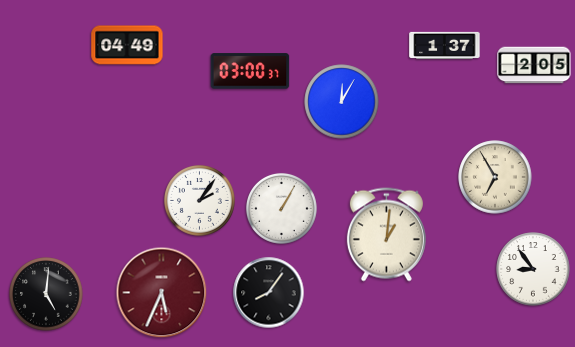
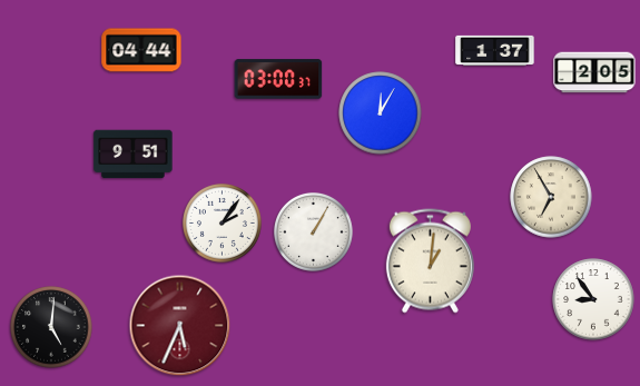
clock at (127, 45): 04:49 -> 04:44
clock at (134, 155): none -> 9:51
clock at (269, 293): 8:06 -> none
